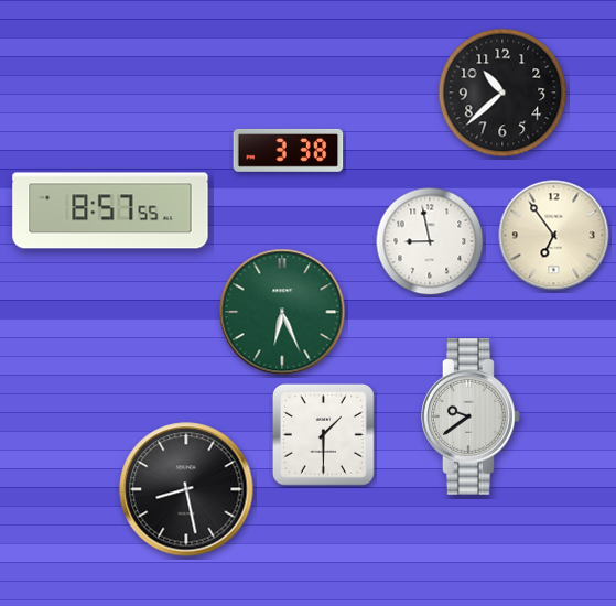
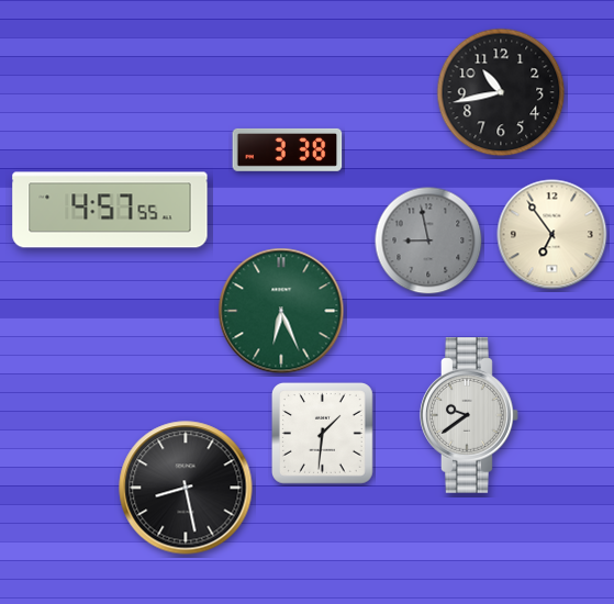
clock at (502, 93): 10:38 -> 10:43
clock at (110, 210): 8:57 -> 4:57
clock at (430, 241) dial: white -> grey
clock at (323, 434): 1:30 -> 1:31
